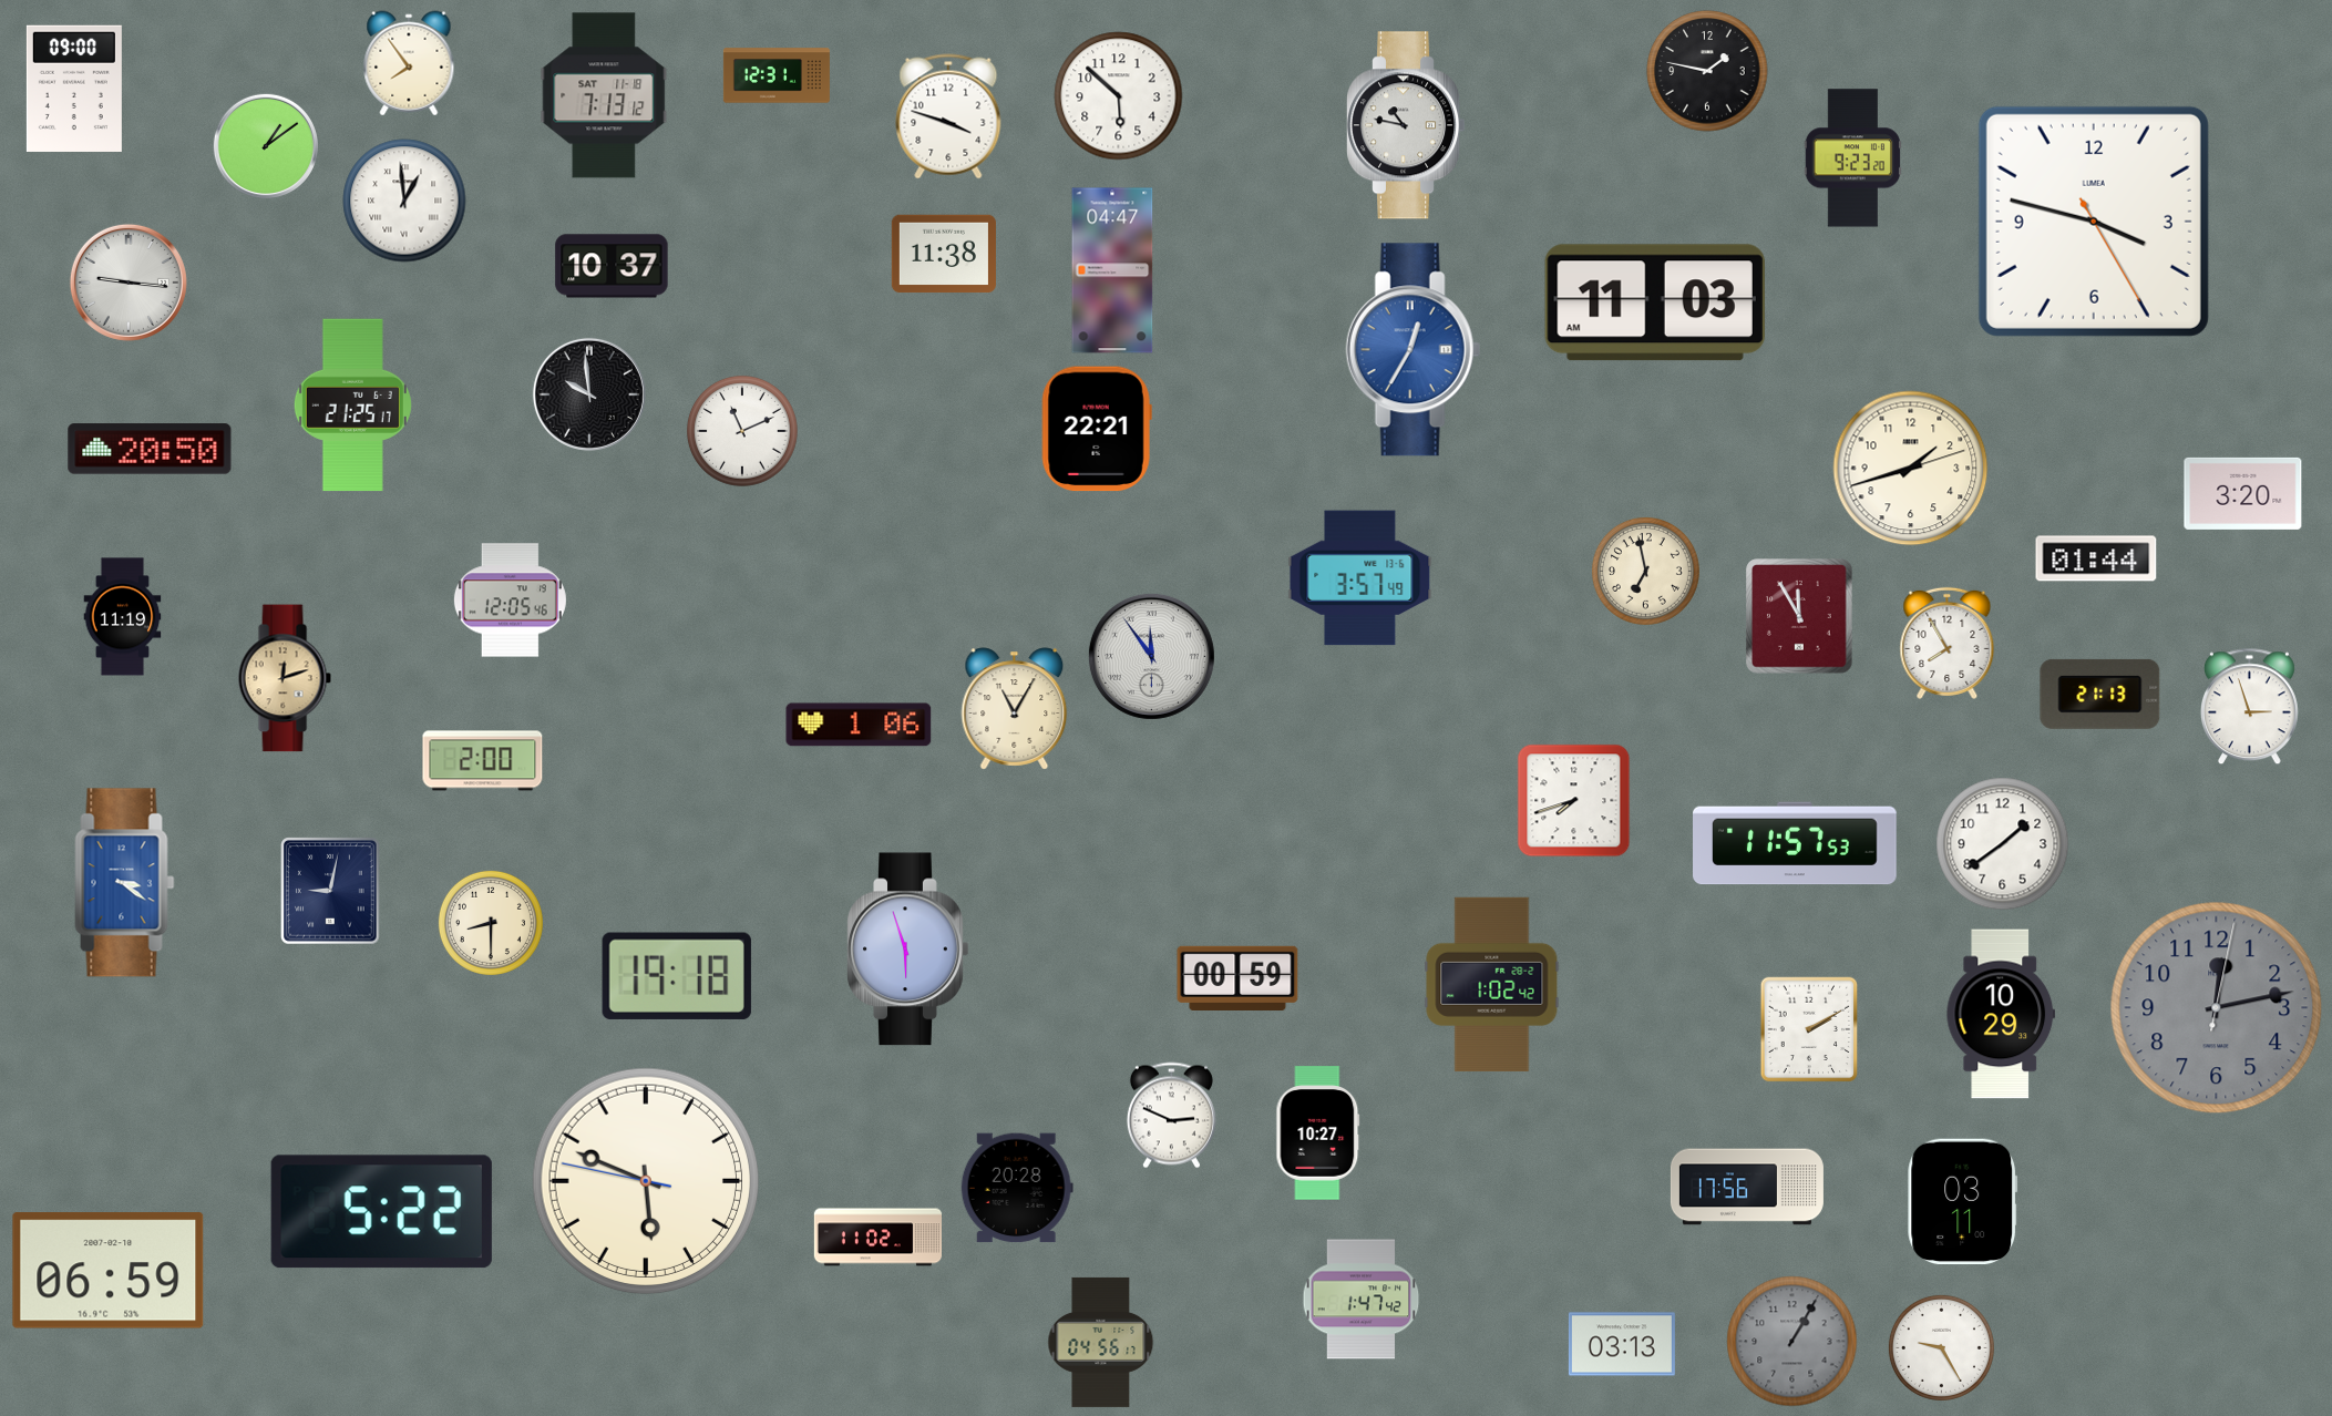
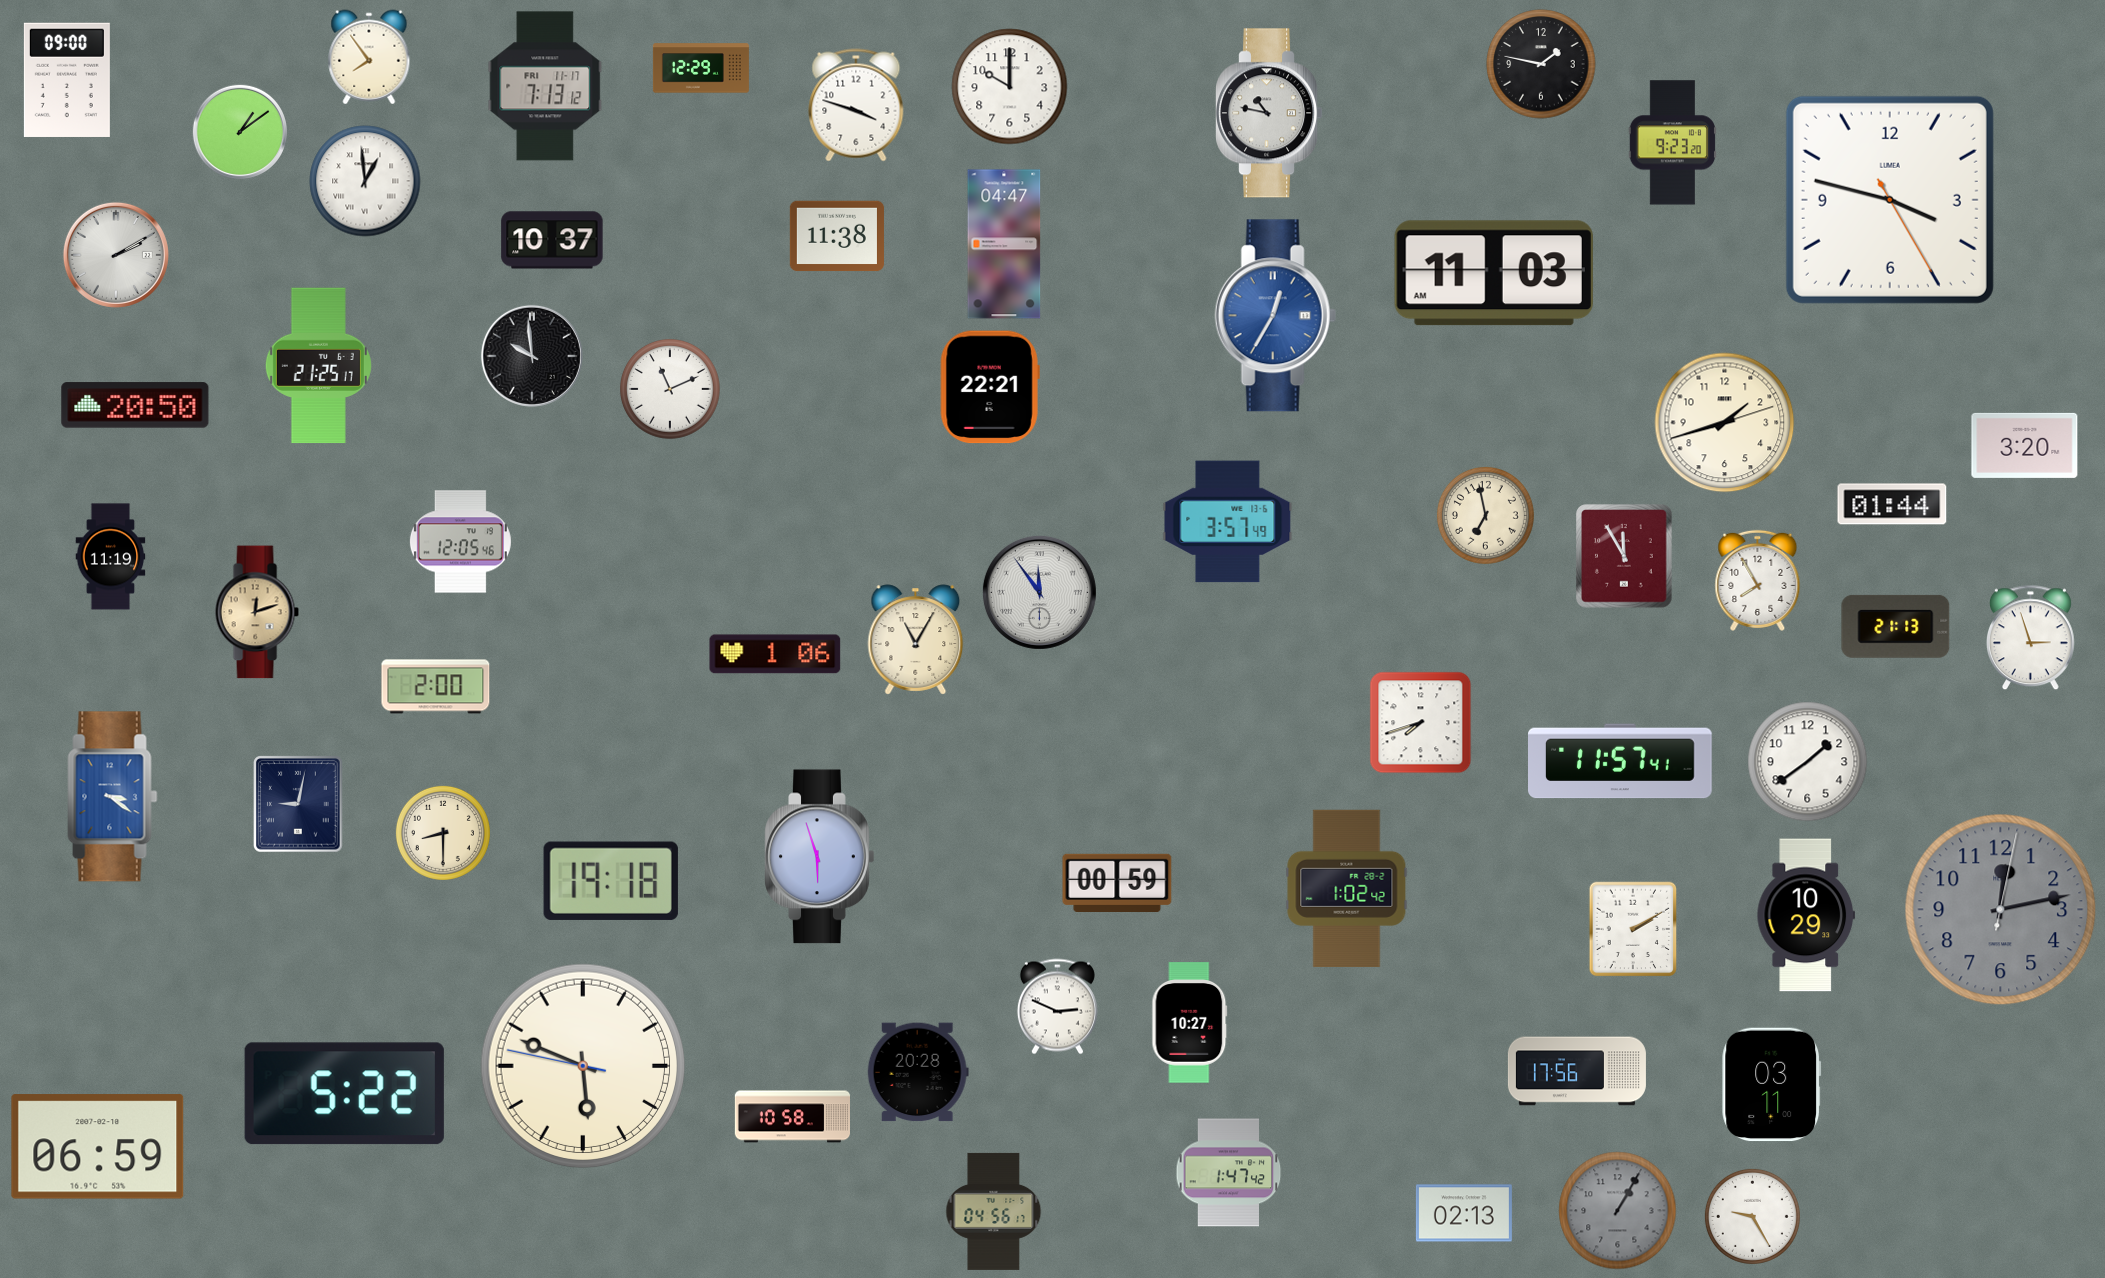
clock at (777, 75): 12:31 -> 12:29
clock at (604, 95) date: SAT 11-18 -> FRI 11-17
clock at (1119, 96): 5:52 -> 10:00
clock at (944, 254) position: (944, 254) -> (837, 236)
clock at (129, 283): 9:16 -> 2:10
clock at (1796, 843): 11:57:53 -> 11:57:41
clock at (877, 1238): 11:02 -> 10:58
clock at (1622, 1344): 03:13 -> 02:13
